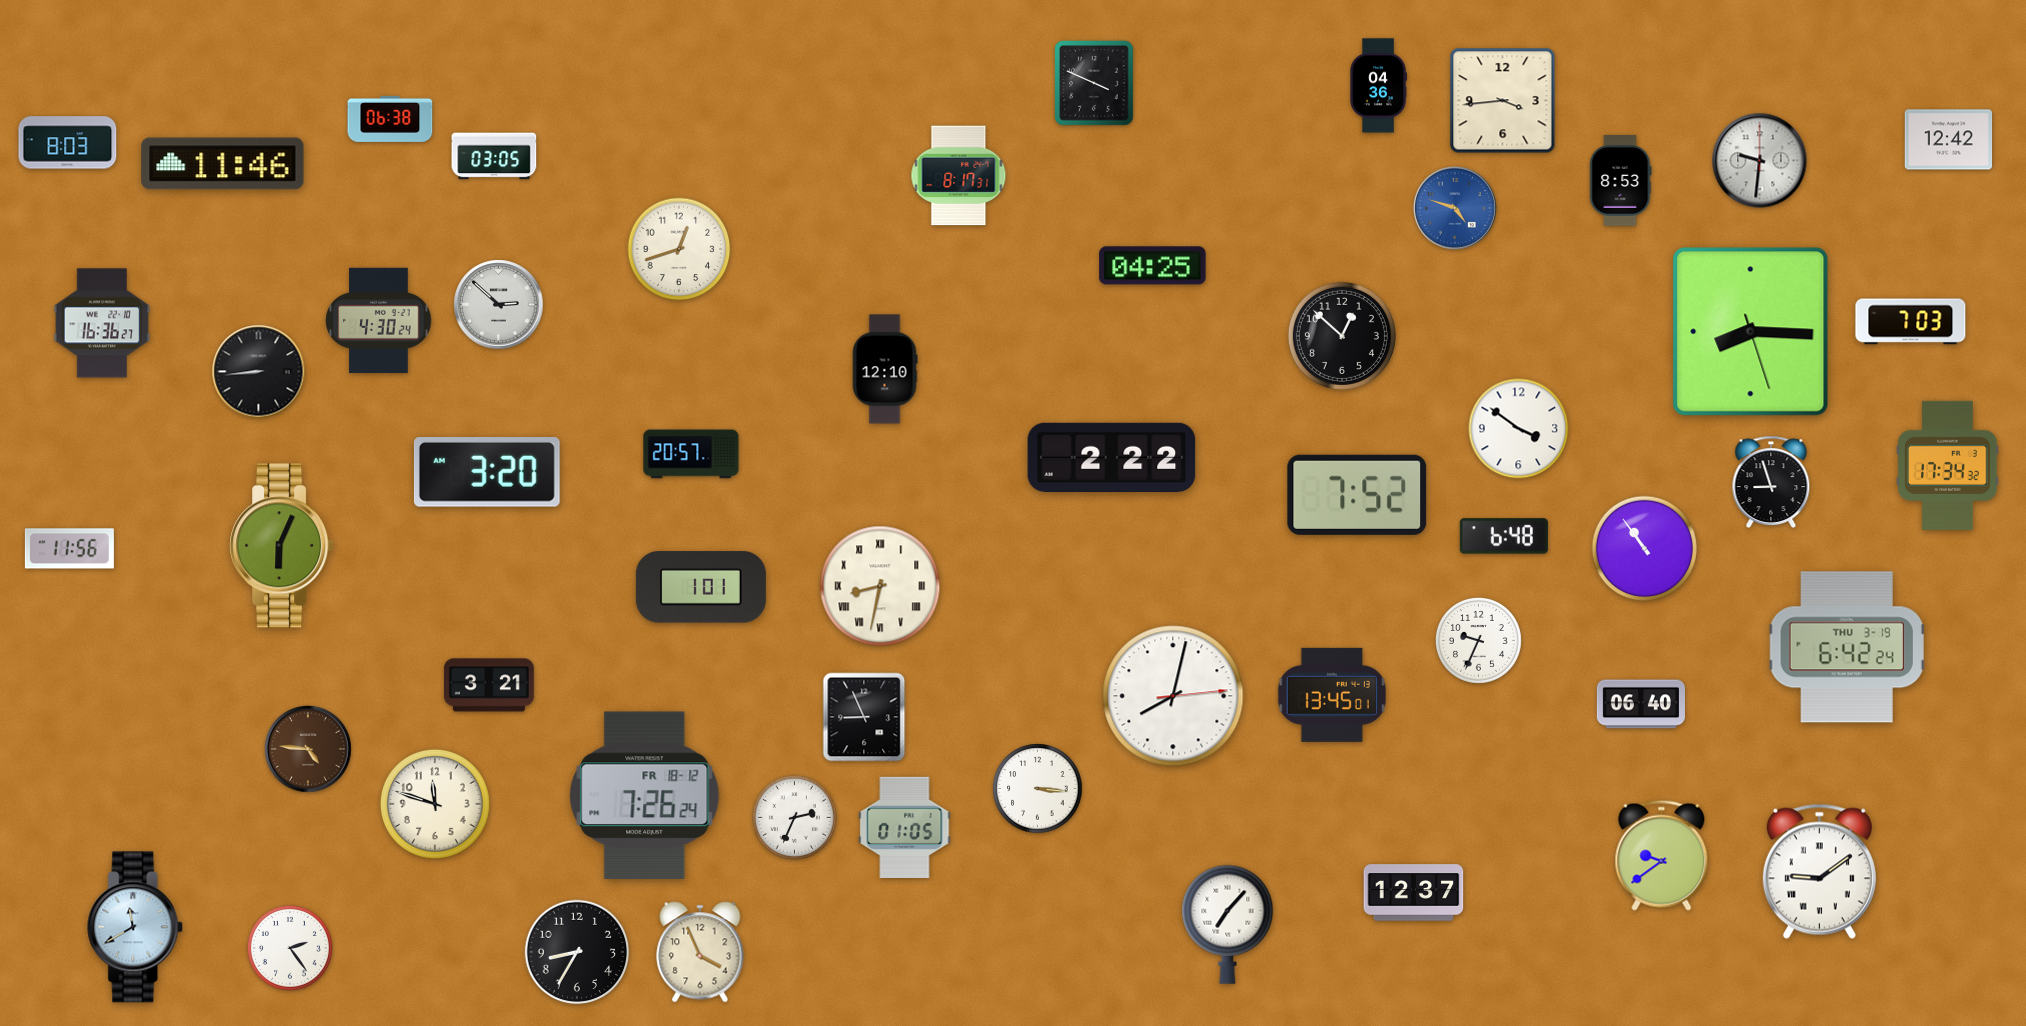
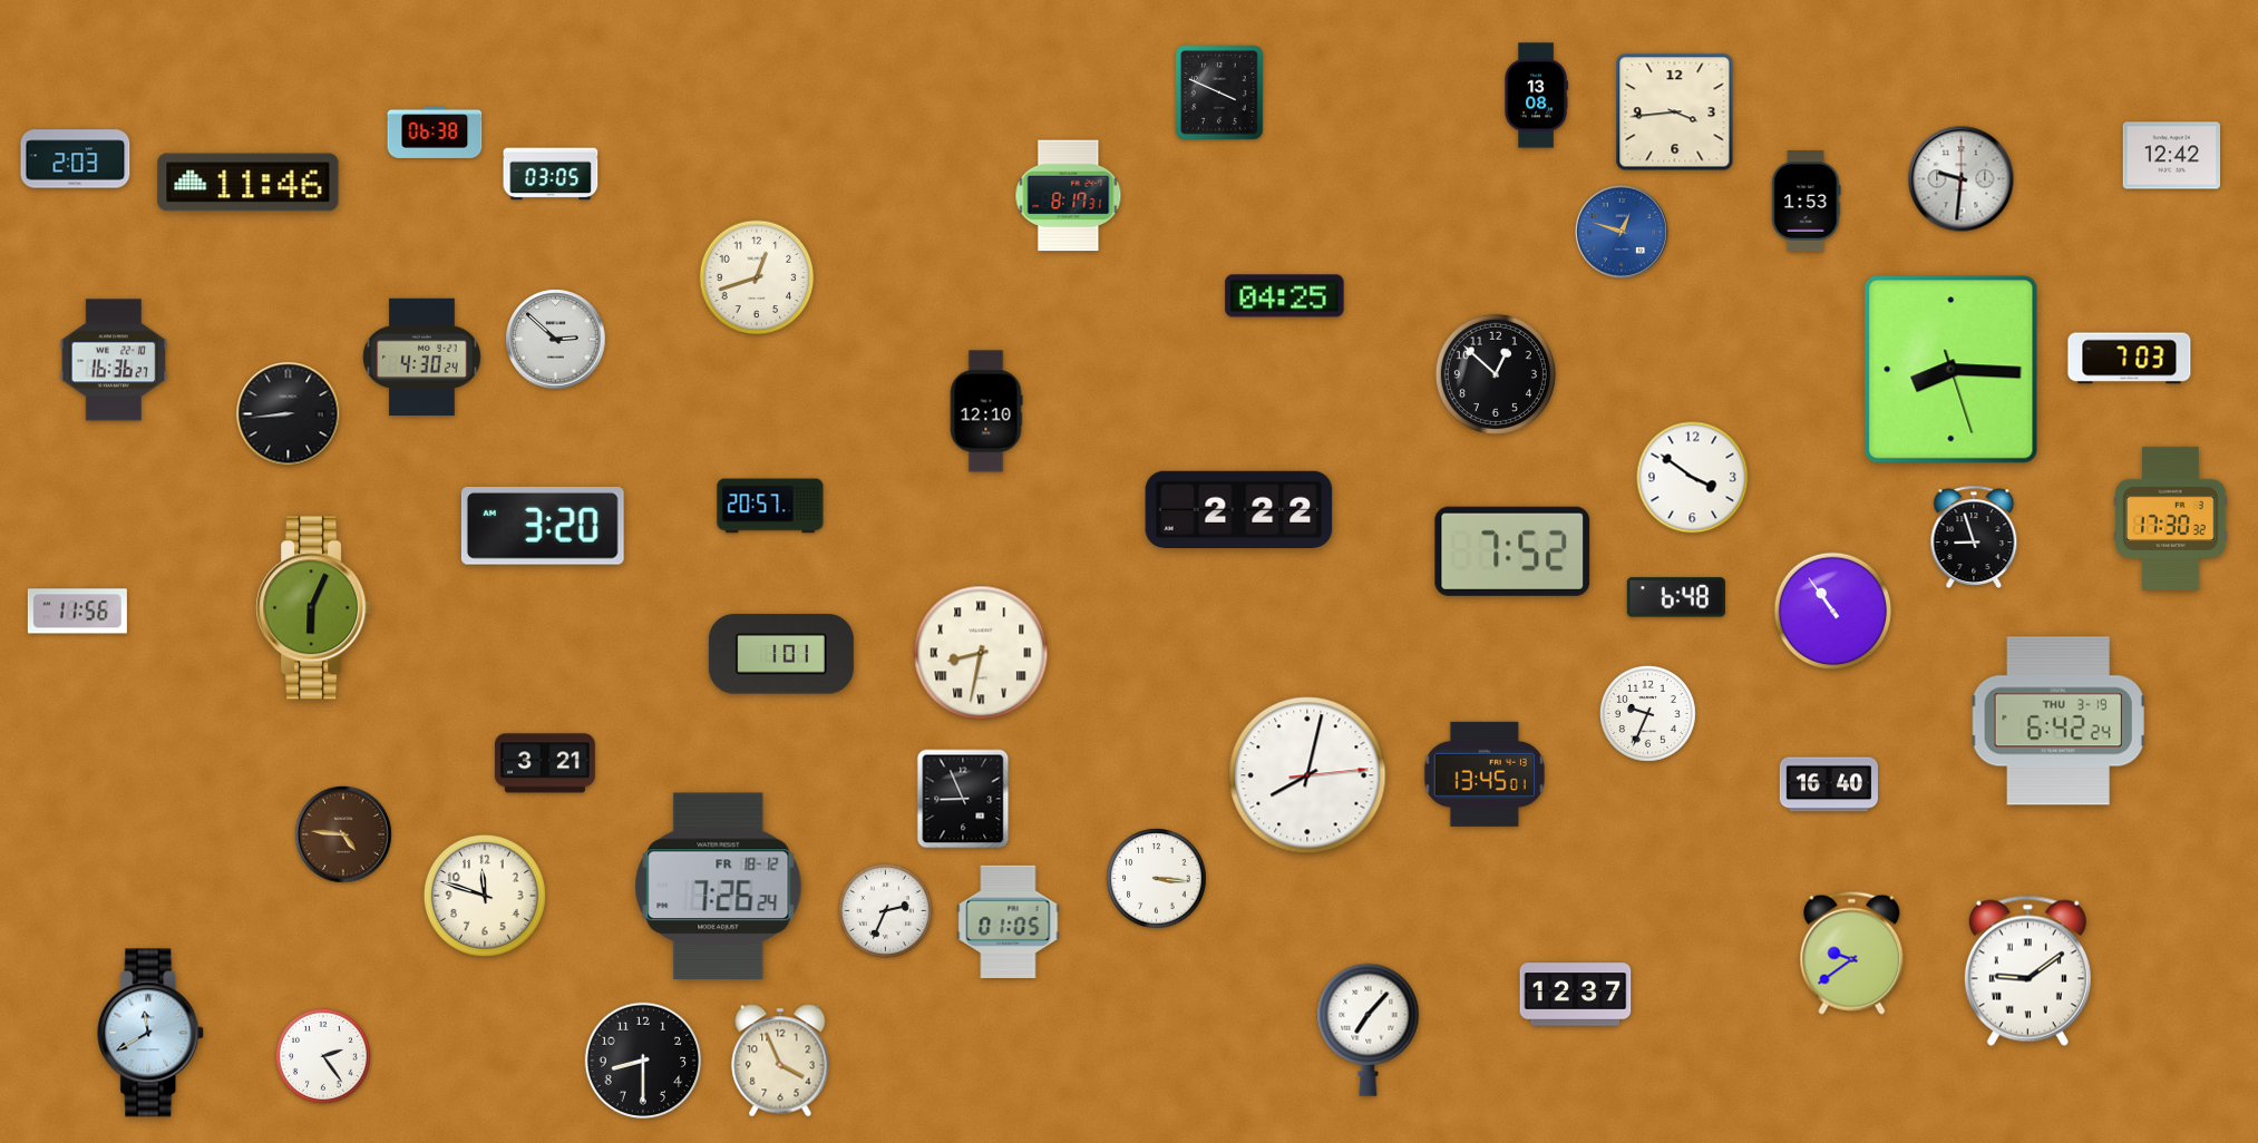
clock at (1378, 86): 04:36 -> 13:08
clock at (68, 143): 8:03 -> 2:03
clock at (1621, 181): 8:53 -> 1:53
clock at (1455, 208): 4:48 -> 12:48
clock at (1948, 465): 17:34 -> 17:30
clock at (1641, 704): 06:40 -> 16:40
clock at (577, 952): 8:35 -> 8:30
